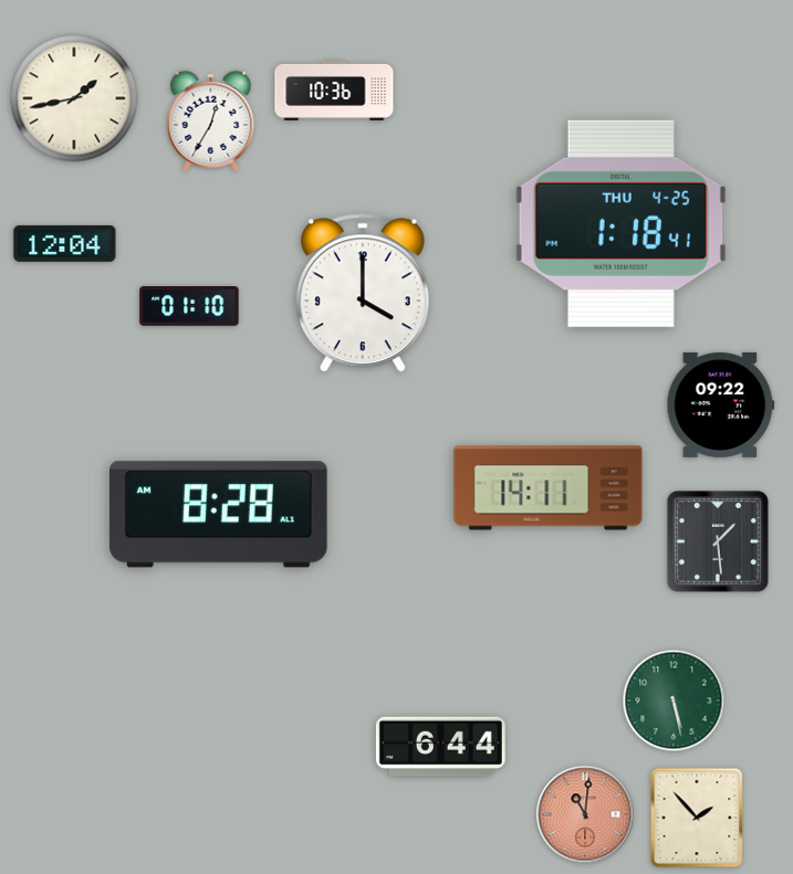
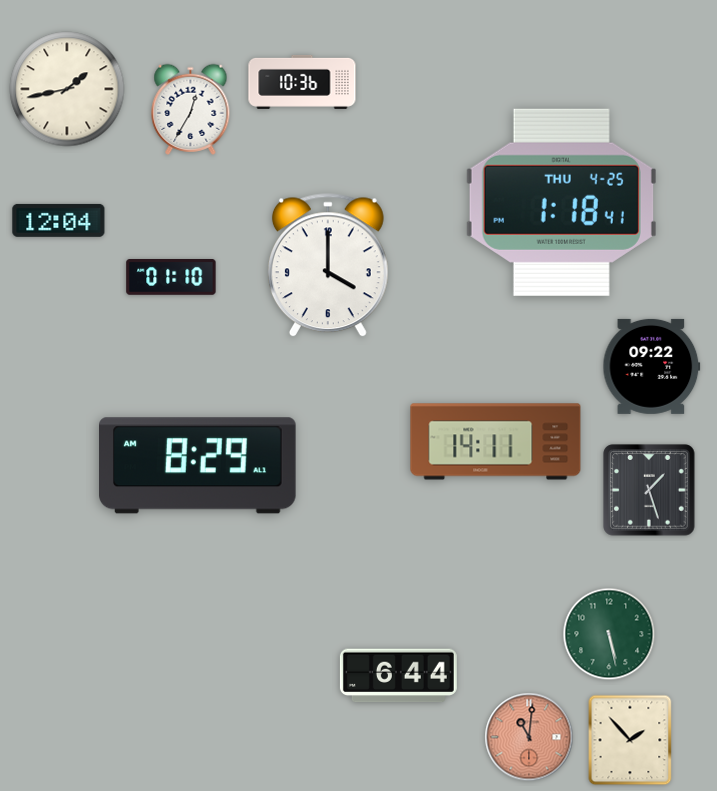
clock at (219, 515): 8:28 -> 8:29
clock at (718, 541): 1:29 -> 1:27
